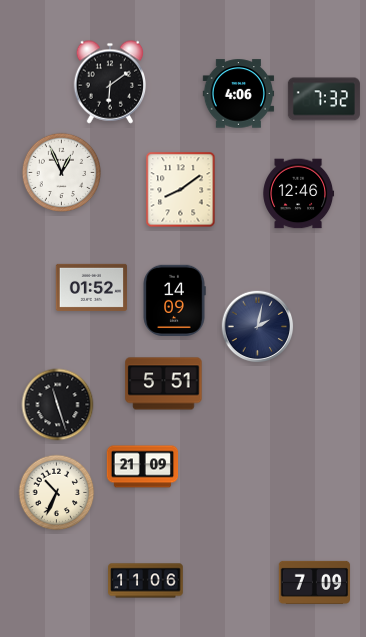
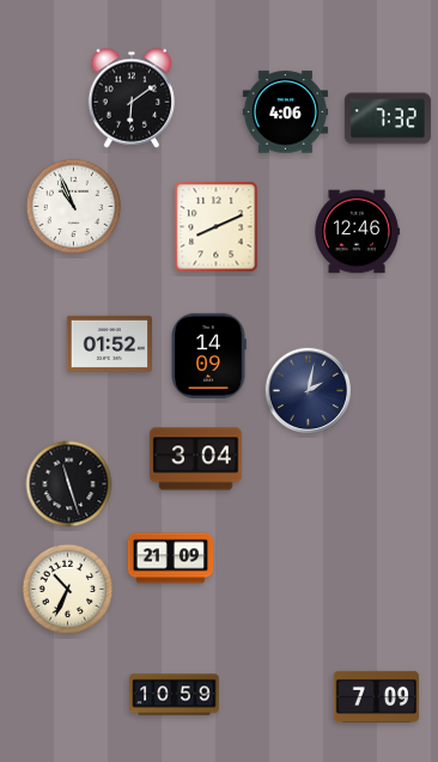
clock at (61, 172): 12:56 -> 10:56
clock at (181, 190): 8:09 -> 8:11
clock at (174, 300) position: (174, 300) -> (208, 355)
clock at (164, 384): 5:51 -> 3:04
clock at (146, 581): 11:06 -> 10:59
